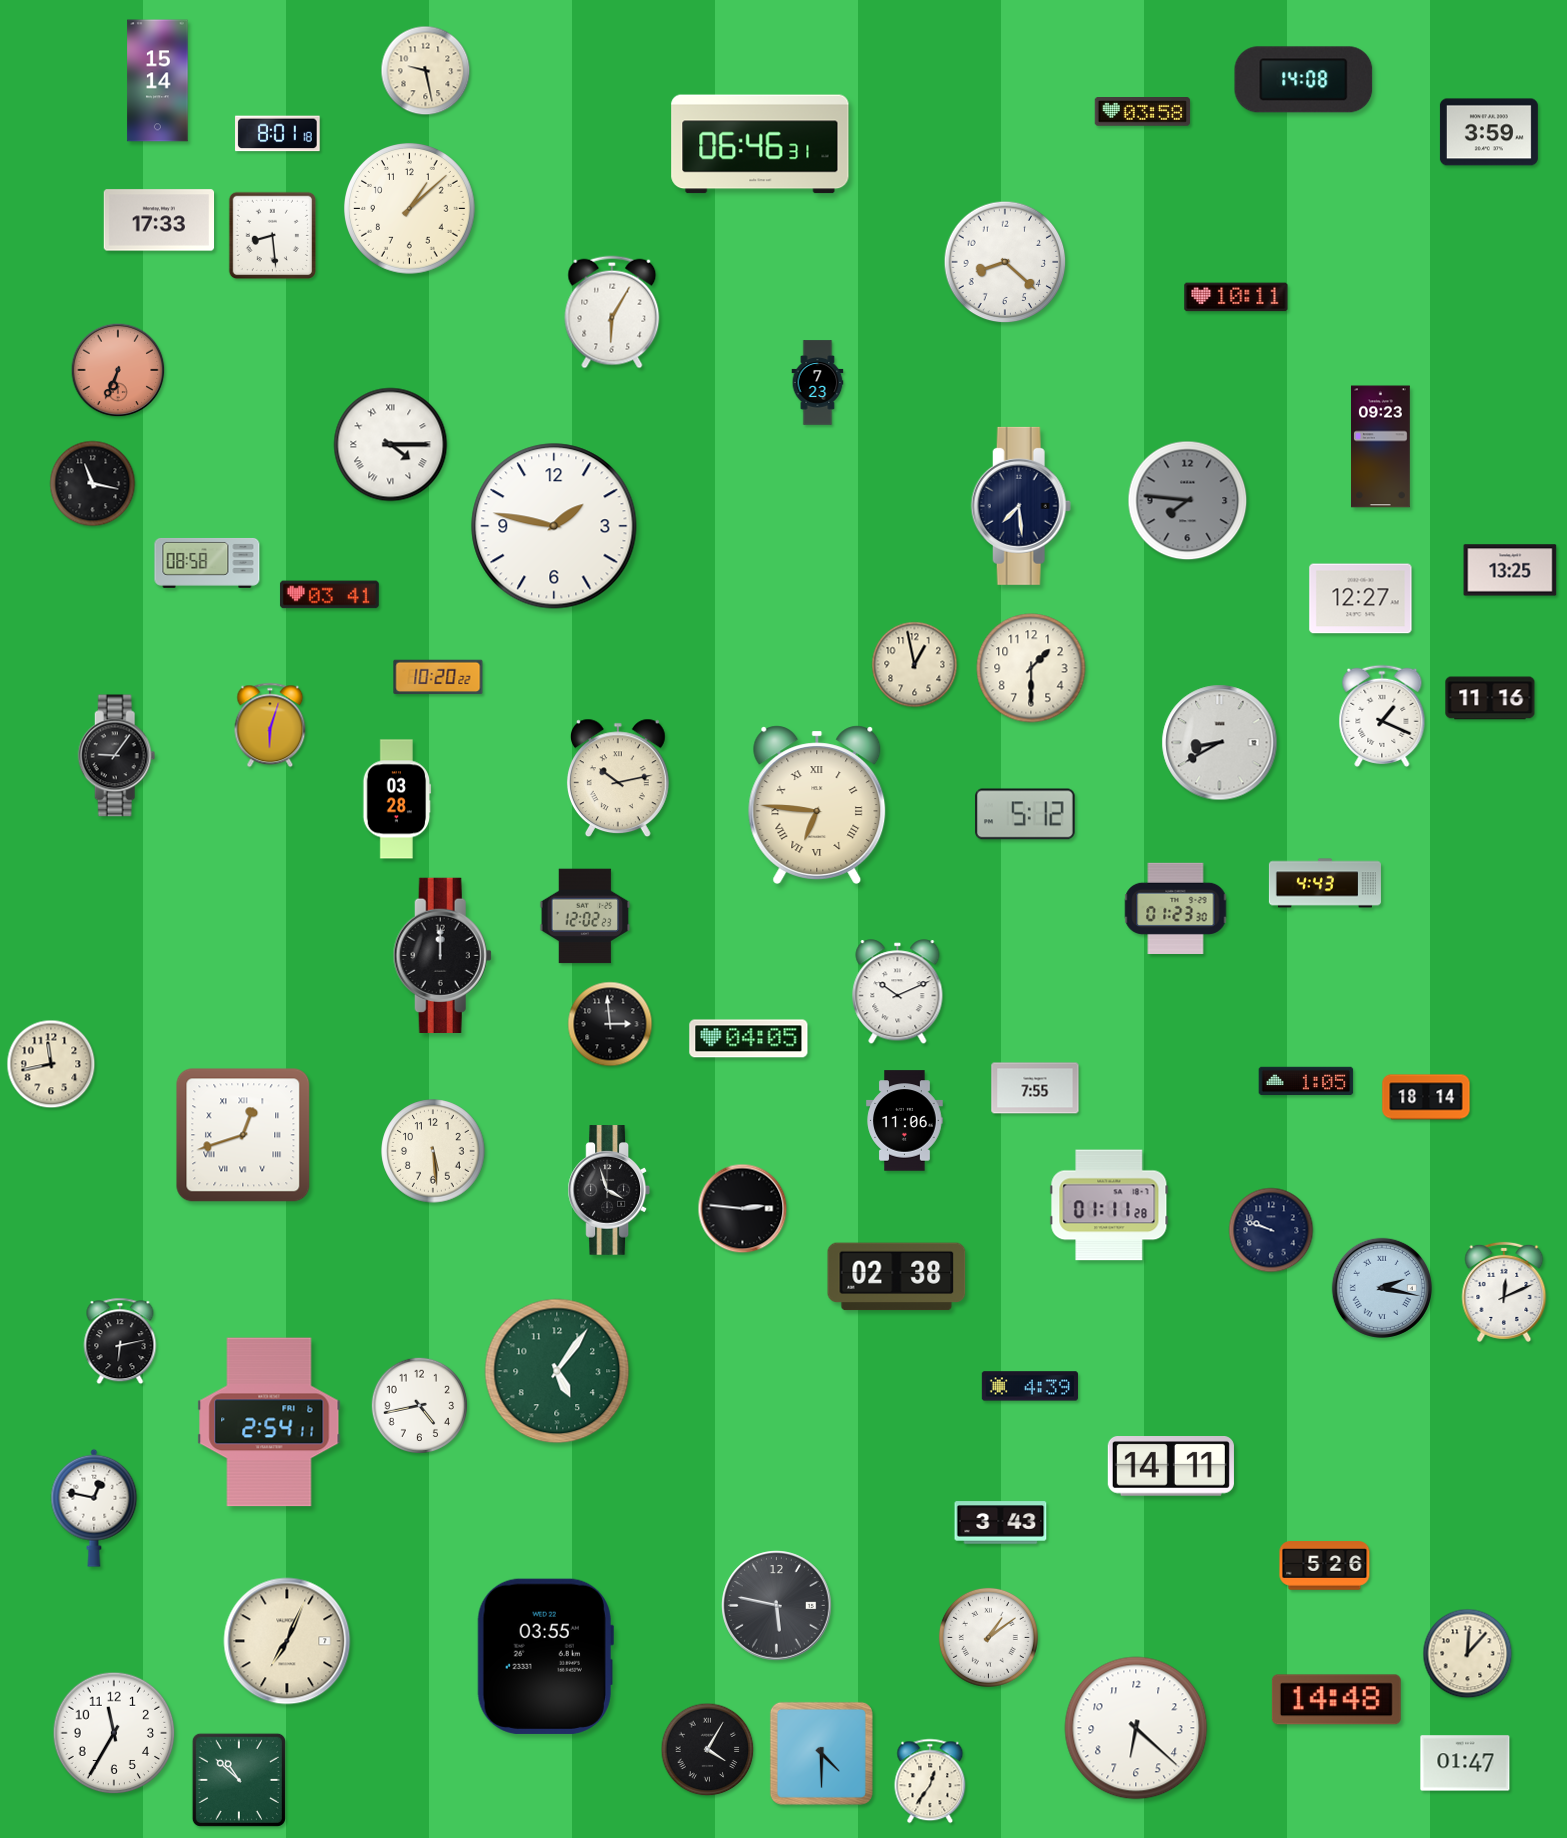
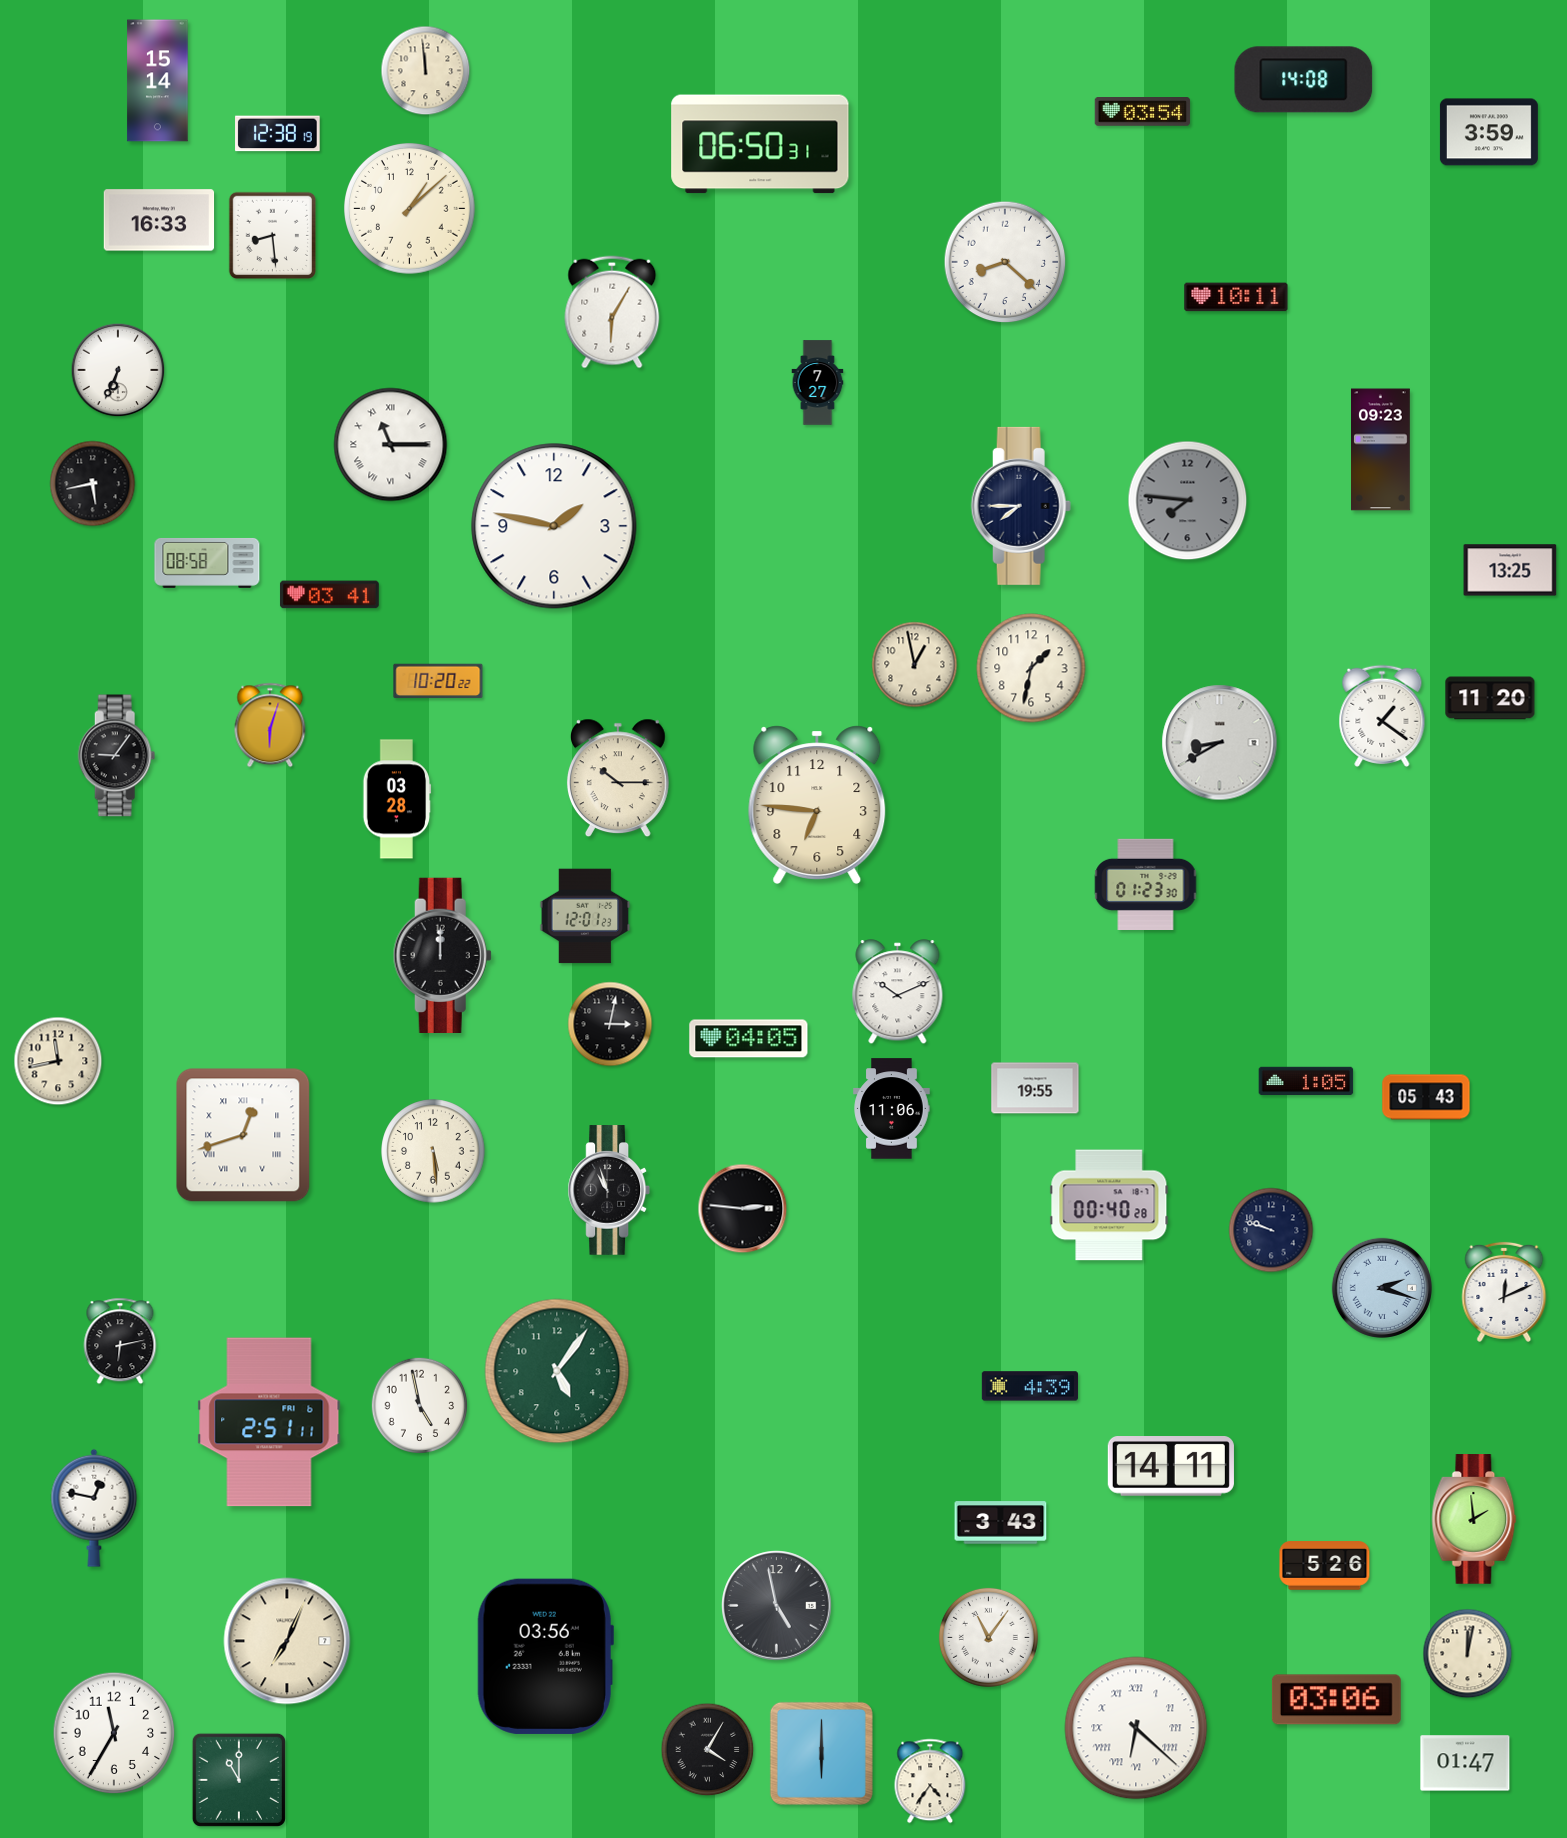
clock at (426, 71): 9:28 -> 11:59
clock at (1143, 112): 03:58 -> 03:54
clock at (278, 134): 8:01 -> 12:38
clock at (760, 144): 06:46 -> 06:50
clock at (159, 220): 17:33 -> 16:33
clock at (118, 370) dial: salmon -> white
clock at (818, 383): 7:23 -> 7:27
clock at (391, 445): 4:15 -> 11:15
clock at (1381, 447) position: (1381, 447) -> (1381, 450)
clock at (93, 484): 11:17 -> 5:43
clock at (1021, 506): 7:29 -> 7:45
clock at (1361, 599): 12:27 -> none
clock at (1031, 668): 1:30 -> 1:32
clock at (438, 677) position: (438, 677) -> (438, 681)
clock at (1490, 698): 11:16 -> 11:20
clock at (1382, 716): 1:19 -> 1:21
clock at (618, 778): 10:13 -> 10:15
clock at (817, 805) numerals: Roman -> Arabic
clock at (1025, 814): 5:12 -> none
clock at (1325, 883): 4:43 -> none
clock at (1176, 908) position: (1176, 908) -> (1146, 884)
clock at (585, 916): 12:02 -> 12:01
clock at (610, 1024): 2:59 -> 3:02
clock at (51, 1064) position: (51, 1064) -> (58, 1061)
clock at (1035, 1088): 7:55 -> 19:55
clock at (1426, 1097): 18:14 -> 05:43
clock at (905, 1121) position: (905, 1121) -> (892, 1109)
clock at (608, 1190): 3:57 -> 10:57
clock at (1109, 1205): 01:11 -> 00:40
clock at (897, 1277): 02:38 -> none
clock at (1382, 1288): 2:17 -> 2:18
clock at (419, 1405): 4:43 -> 4:58
clock at (269, 1422): 2:54 -> 2:51
clock at (1474, 1519): none -> 1:59
clock at (777, 1606): 5:47 -> 4:58
clock at (988, 1637): 1:09 -> 11:06
clock at (1468, 1654): 12:07 -> 12:02
clock at (545, 1656): 03:55 -> 03:56
clock at (1336, 1700): 14:48 -> 03:06
clock at (1136, 1728) numerals: Arabic -> Roman
clock at (821, 1753): 4:30 -> 6:00
clock at (239, 1780): 10:52 -> 11:00
clock at (930, 1781): 12:36 -> 4:36
